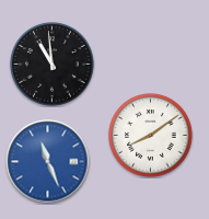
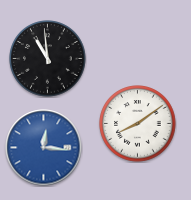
clock at (48, 162): 11:26 -> 12:16
